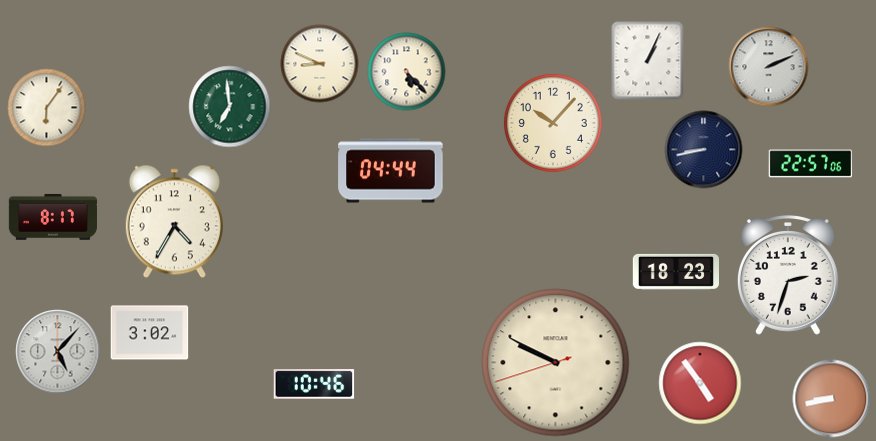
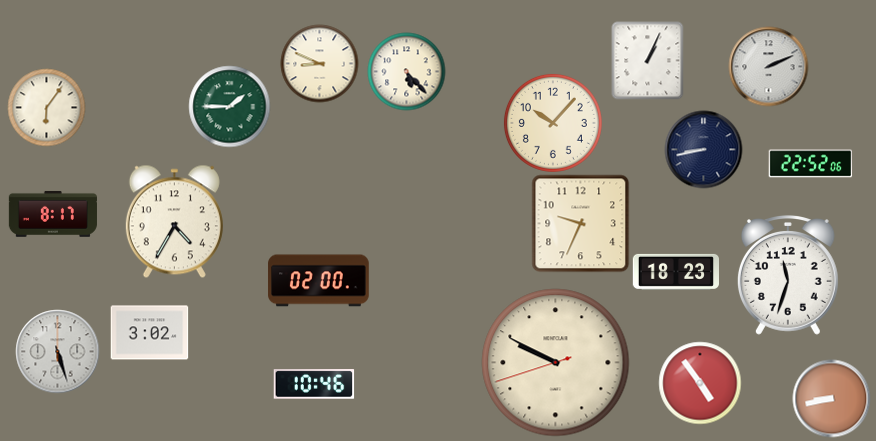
clock at (229, 106): 6:59 -> 1:45
clock at (810, 164): 22:57 -> 22:52
clock at (391, 171): 04:44 -> none
clock at (53, 217) position: (53, 217) -> (53, 214)
clock at (580, 223): none -> 9:34
clock at (788, 276): 2:33 -> 11:33
clock at (319, 281): none -> 02:00
clock at (57, 351): 5:07 -> 5:27
